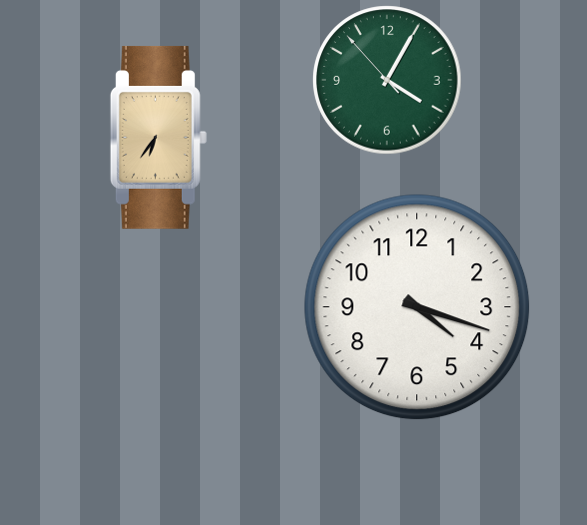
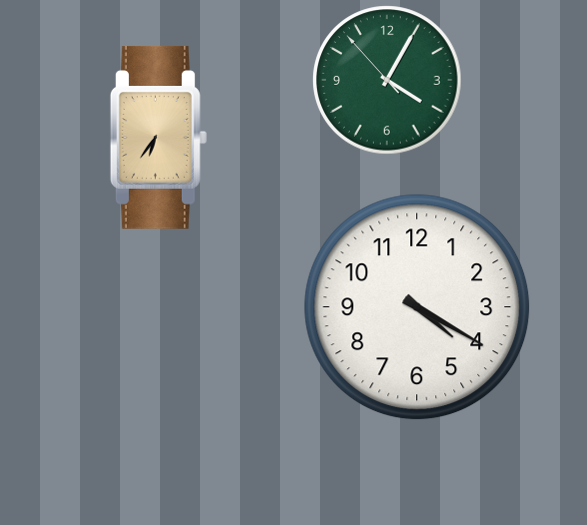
clock at (417, 307): 4:18 -> 4:20
